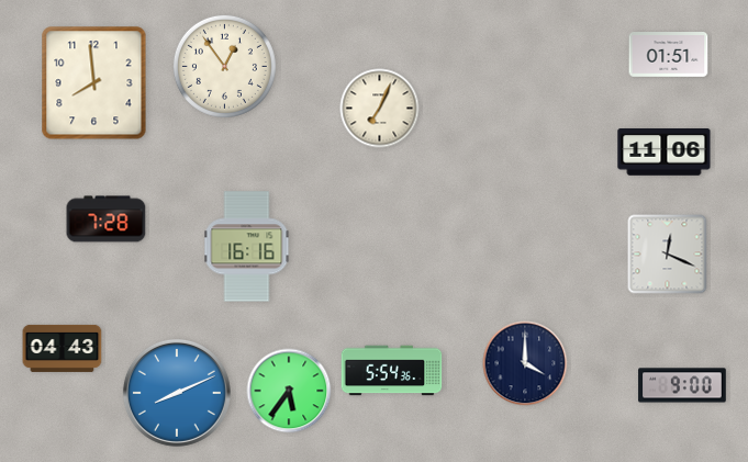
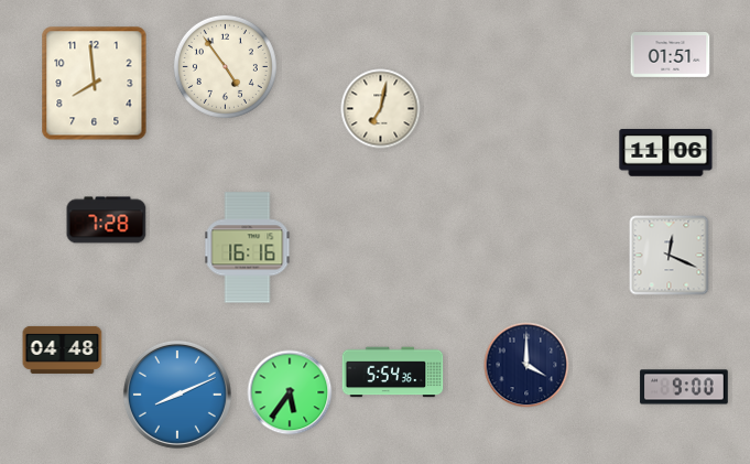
clock at (224, 66): 12:54 -> 4:54
clock at (380, 109): 7:04 -> 7:02
clock at (63, 348): 04:43 -> 04:48
